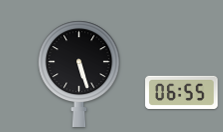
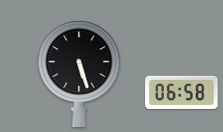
clock at (182, 92): 06:55 -> 06:58
